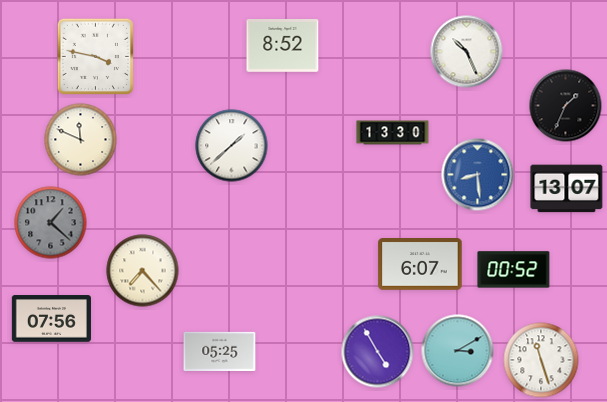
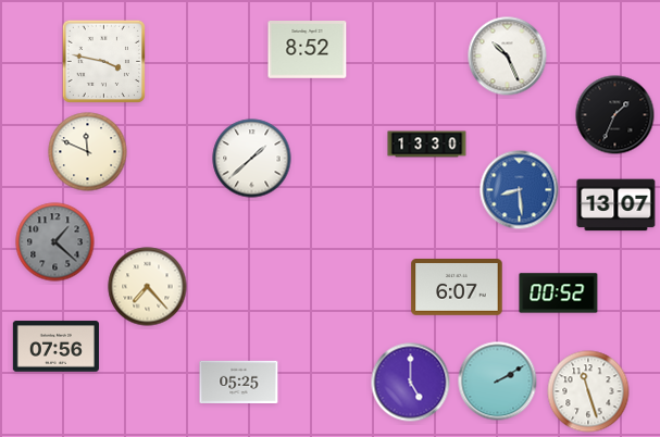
clock at (143, 271) position: (143, 271) -> (148, 287)
clock at (458, 351): 3:10 -> 2:10
clock at (378, 352): 4:55 -> 5:00
